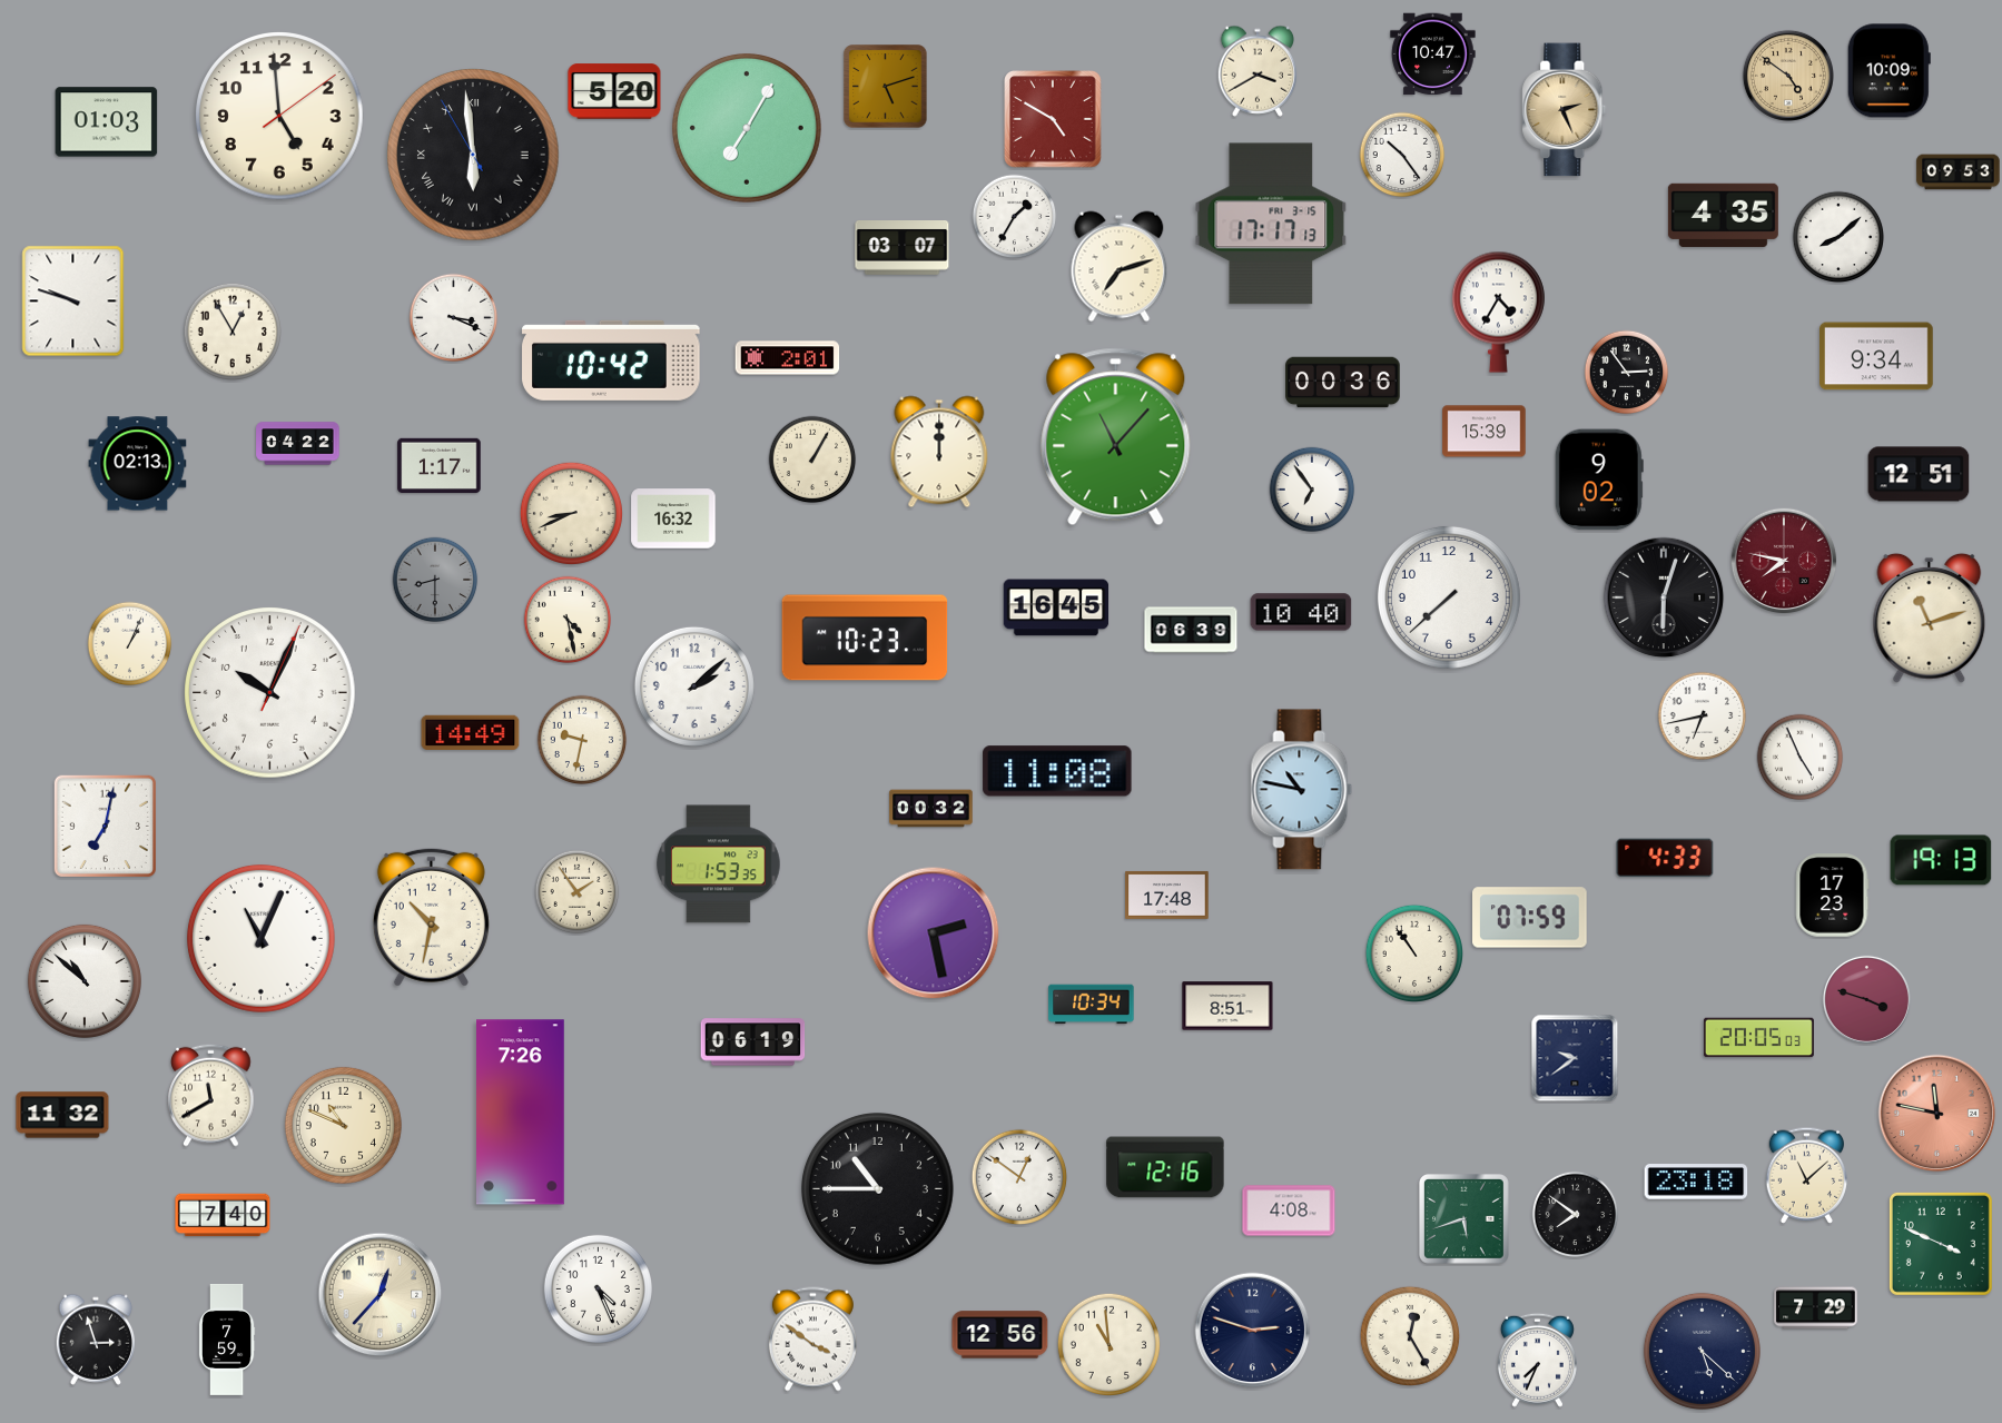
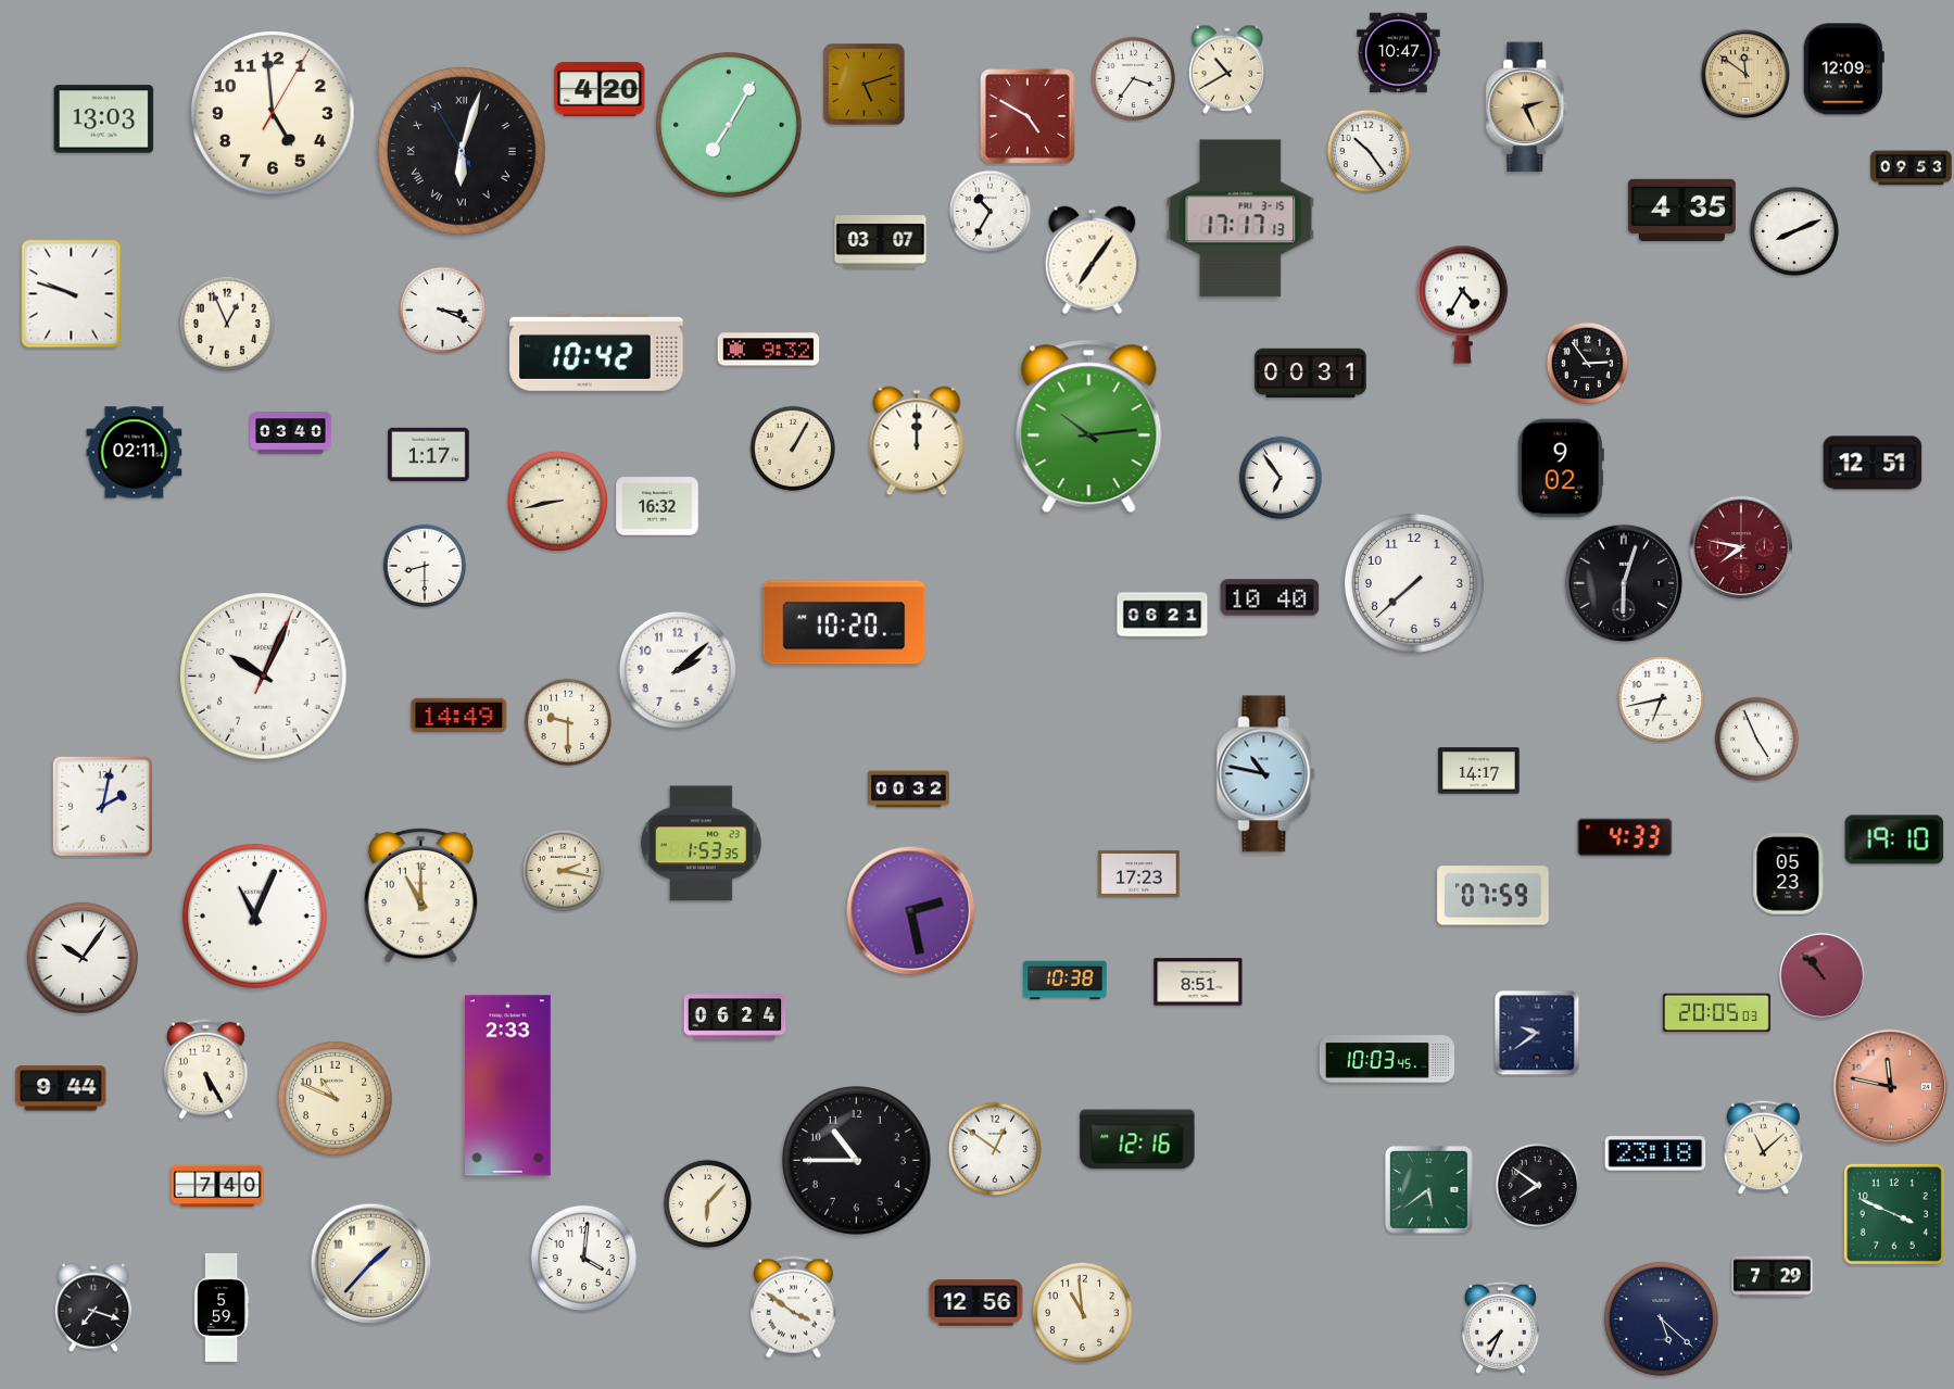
clock at (1256, 71): 3:40 -> 10:40
clock at (1888, 71): 10:09 -> 12:09
clock at (1788, 76): 4:51 -> 11:51
clock at (1134, 79): none -> 3:36
clock at (614, 91): 5:20 -> 4:20
clock at (280, 117): 4:59:09 -> 4:59:05
clock at (107, 122): 01:03 -> 13:03
clock at (473, 155): 5:58 -> 6:02
clock at (1015, 217): 1:35 -> 10:35
clock at (1838, 237): 8:08 -> 8:11
clock at (1120, 267): 7:12 -> 7:06
clock at (233, 332): 12:55 -> 12:56
clock at (1877, 356): 9:34 -> none
clock at (788, 358): 2:01 -> 9:32
clock at (1343, 383): 00:36 -> 00:31
clock at (1485, 432): 15:39 -> none
clock at (1116, 437): 11:07 -> 10:14
clock at (298, 444): 04:22 -> 03:40
clock at (138, 464): 02:13 -> 02:11
clock at (571, 513): 8:41 -> 8:43
clock at (435, 580) dial: grey -> white
clock at (1056, 607): 16:45 -> none
clock at (1930, 617): 11:12 -> none
clock at (568, 620): 4:28 -> none
clock at (1191, 630): 06:39 -> 06:21
clock at (865, 638): 10:23 -> 10:20
clock at (130, 644): 1:04 -> none
clock at (582, 740): 9:32 -> 9:30
clock at (1057, 771): 11:08 -> none
clock at (1302, 790) position: (1302, 790) -> (1266, 774)
clock at (1479, 771): none -> 14:17
clock at (105, 826): 7:02 -> 2:02
clock at (1941, 860): 19:13 -> 19:10
clock at (578, 892): 1:54 -> 2:17
clock at (1167, 895): 17:48 -> 17:23
clock at (1833, 896): 17:23 -> 05:23
clock at (431, 917): 10:32 -> 11:00
clock at (1414, 953): 10:54 -> none
clock at (85, 981): 10:52 -> 10:06
clock at (1866, 999): 3:48 -> 10:53
clock at (1092, 1005): 10:34 -> 10:38
clock at (753, 1042): 06:19 -> 06:24
clock at (1386, 1059): none -> 10:03
clock at (211, 1095): 11:40 -> 5:25
clock at (521, 1113): 7:26 -> 2:33
clock at (62, 1115): 11:32 -> 9:44
clock at (1289, 1210): 4:08 -> none
clock at (1464, 1219): 5:42 -> 5:39
clock at (708, 1204): none -> 6:07
clock at (598, 1288): 4:26 -> 4:01
clock at (381, 1295): 12:37 -> 1:37
clock at (1253, 1331): 2:48 -> none
clock at (1409, 1335): 12:25 -> none
clock at (95, 1340): 2:57 -> 7:18
clock at (227, 1341): 7:59 -> 5:59
